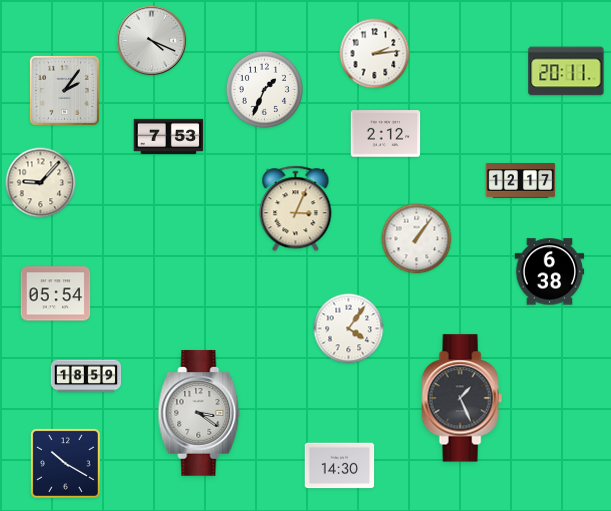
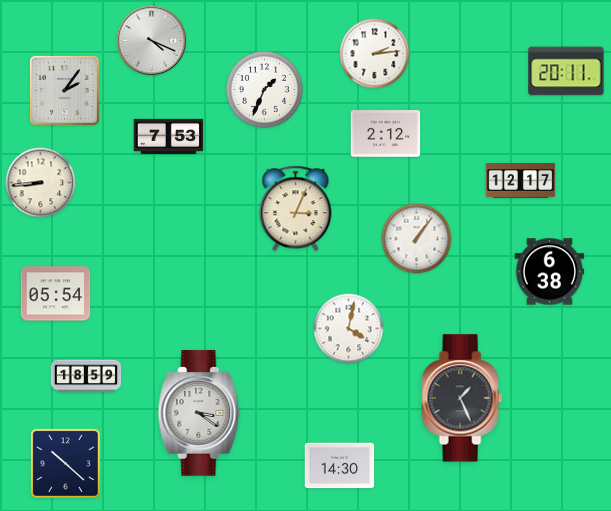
clock at (41, 183): 9:07 -> 8:44
clock at (349, 329): 4:06 -> 4:02
clock at (65, 463): 10:20 -> 10:22
